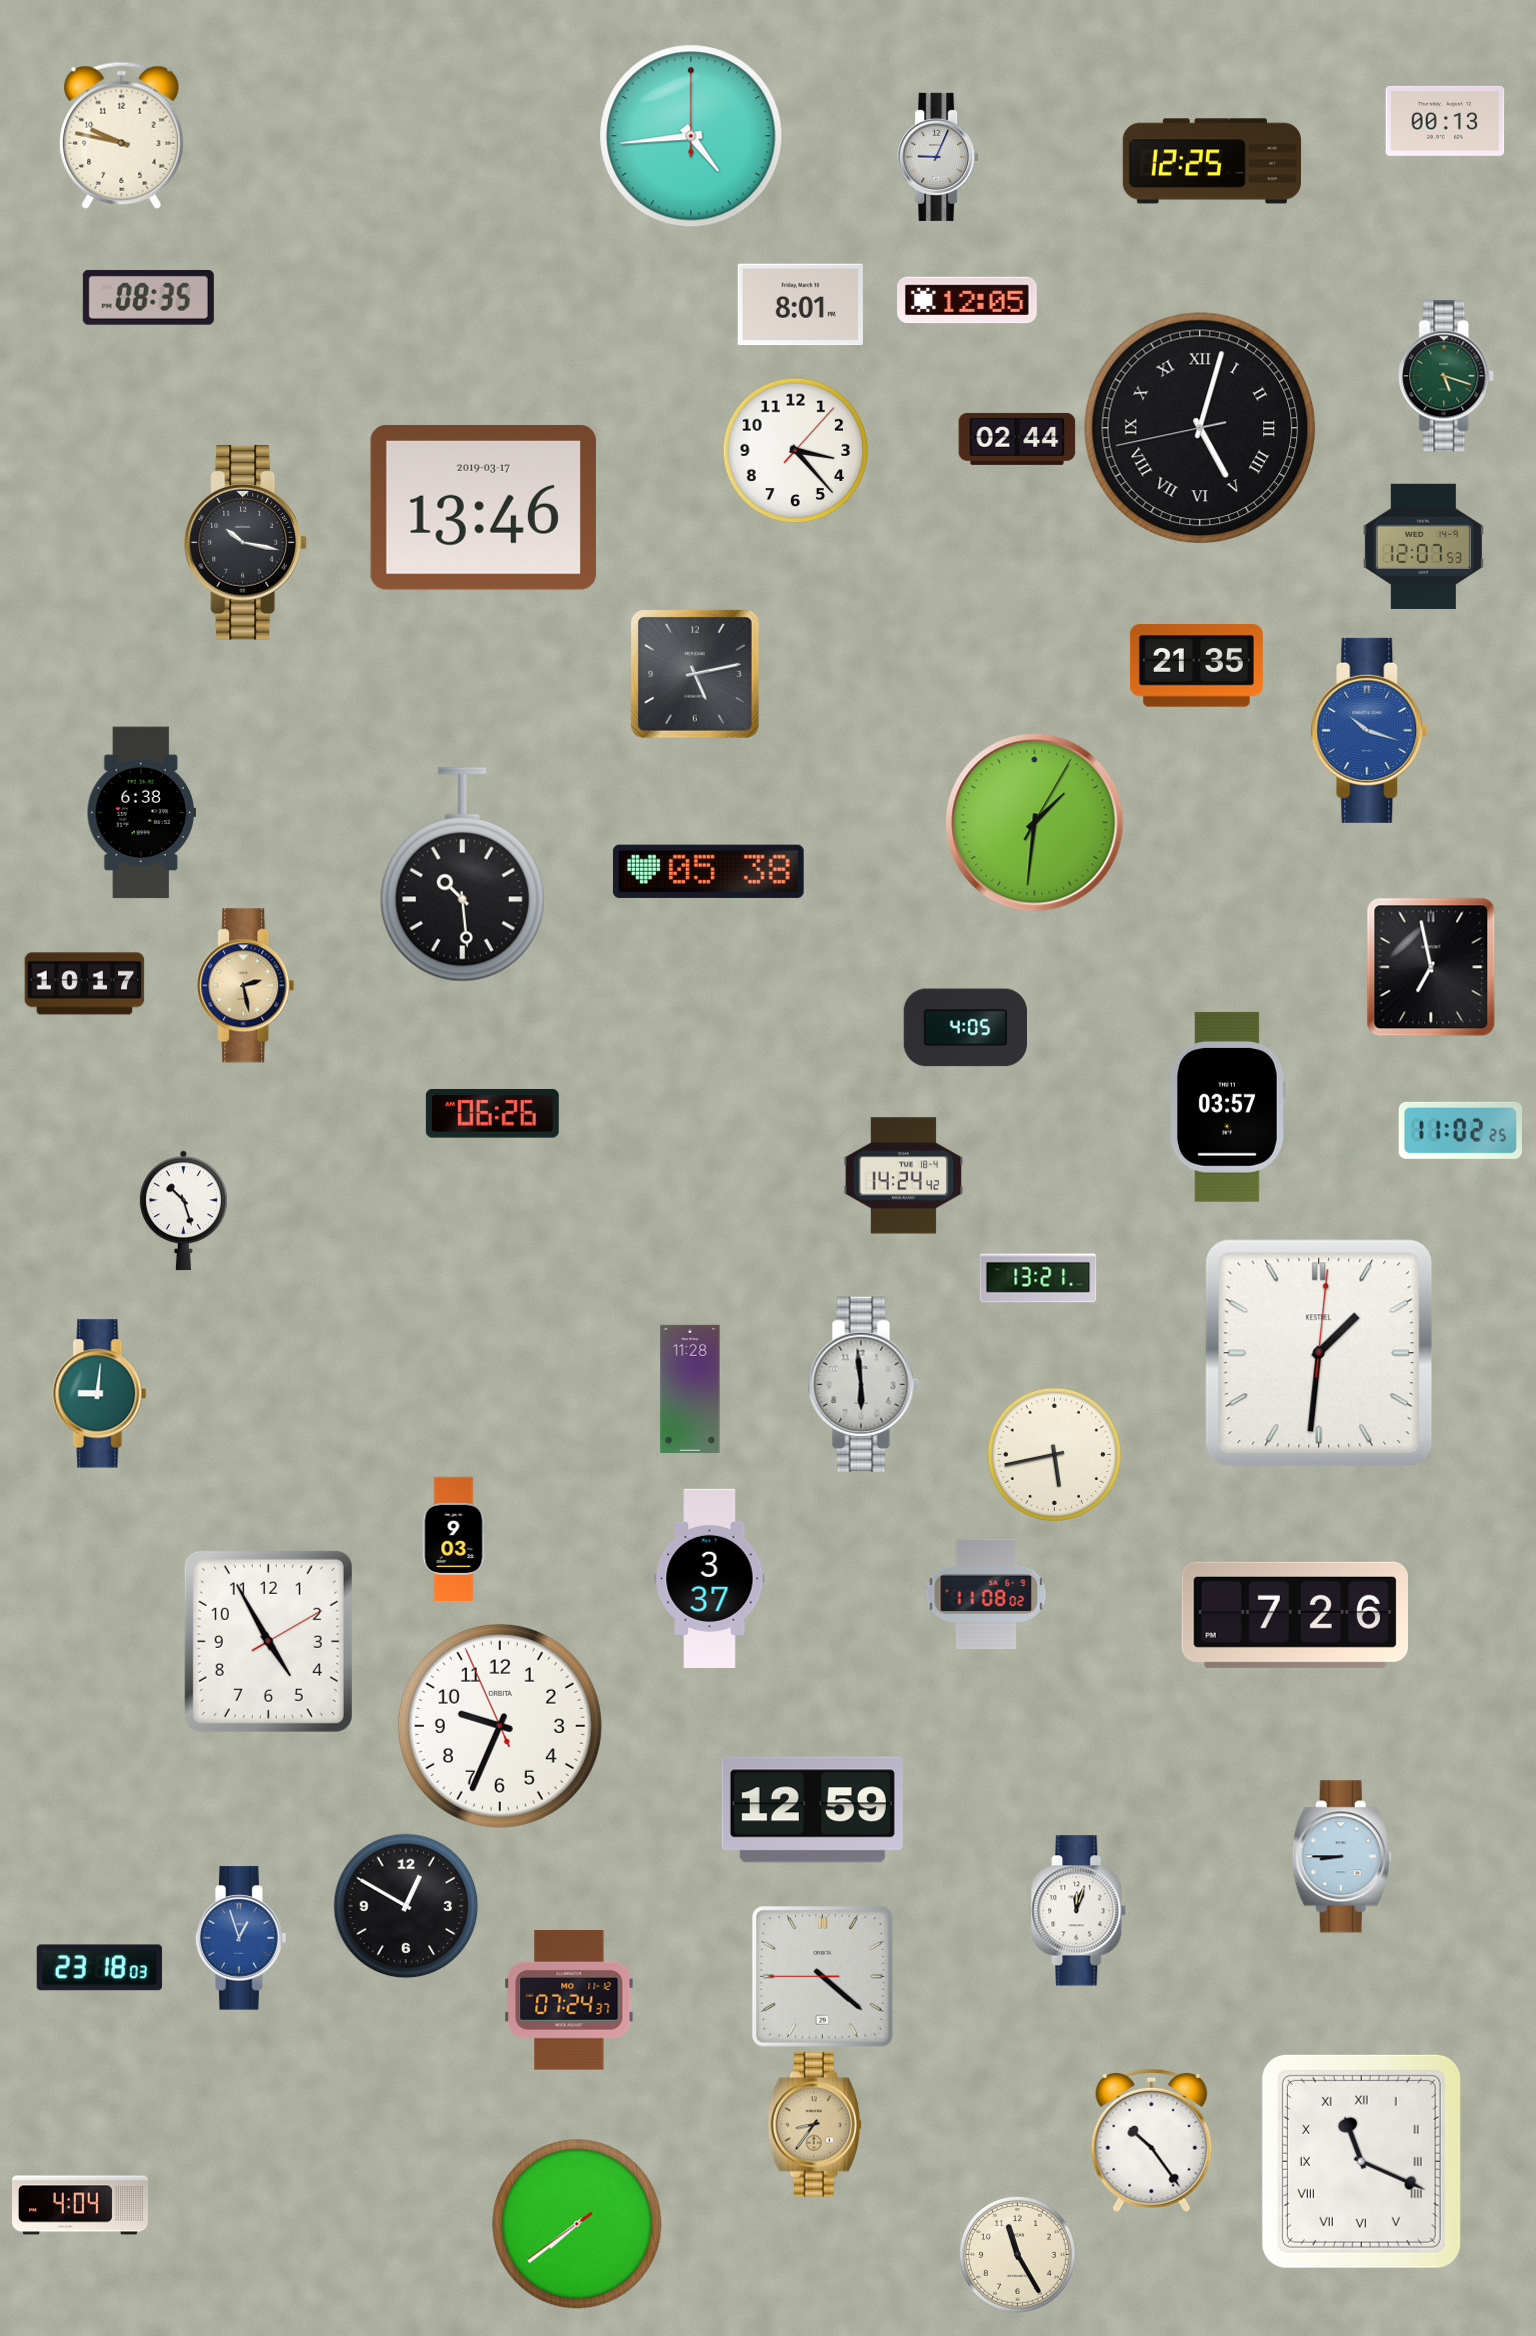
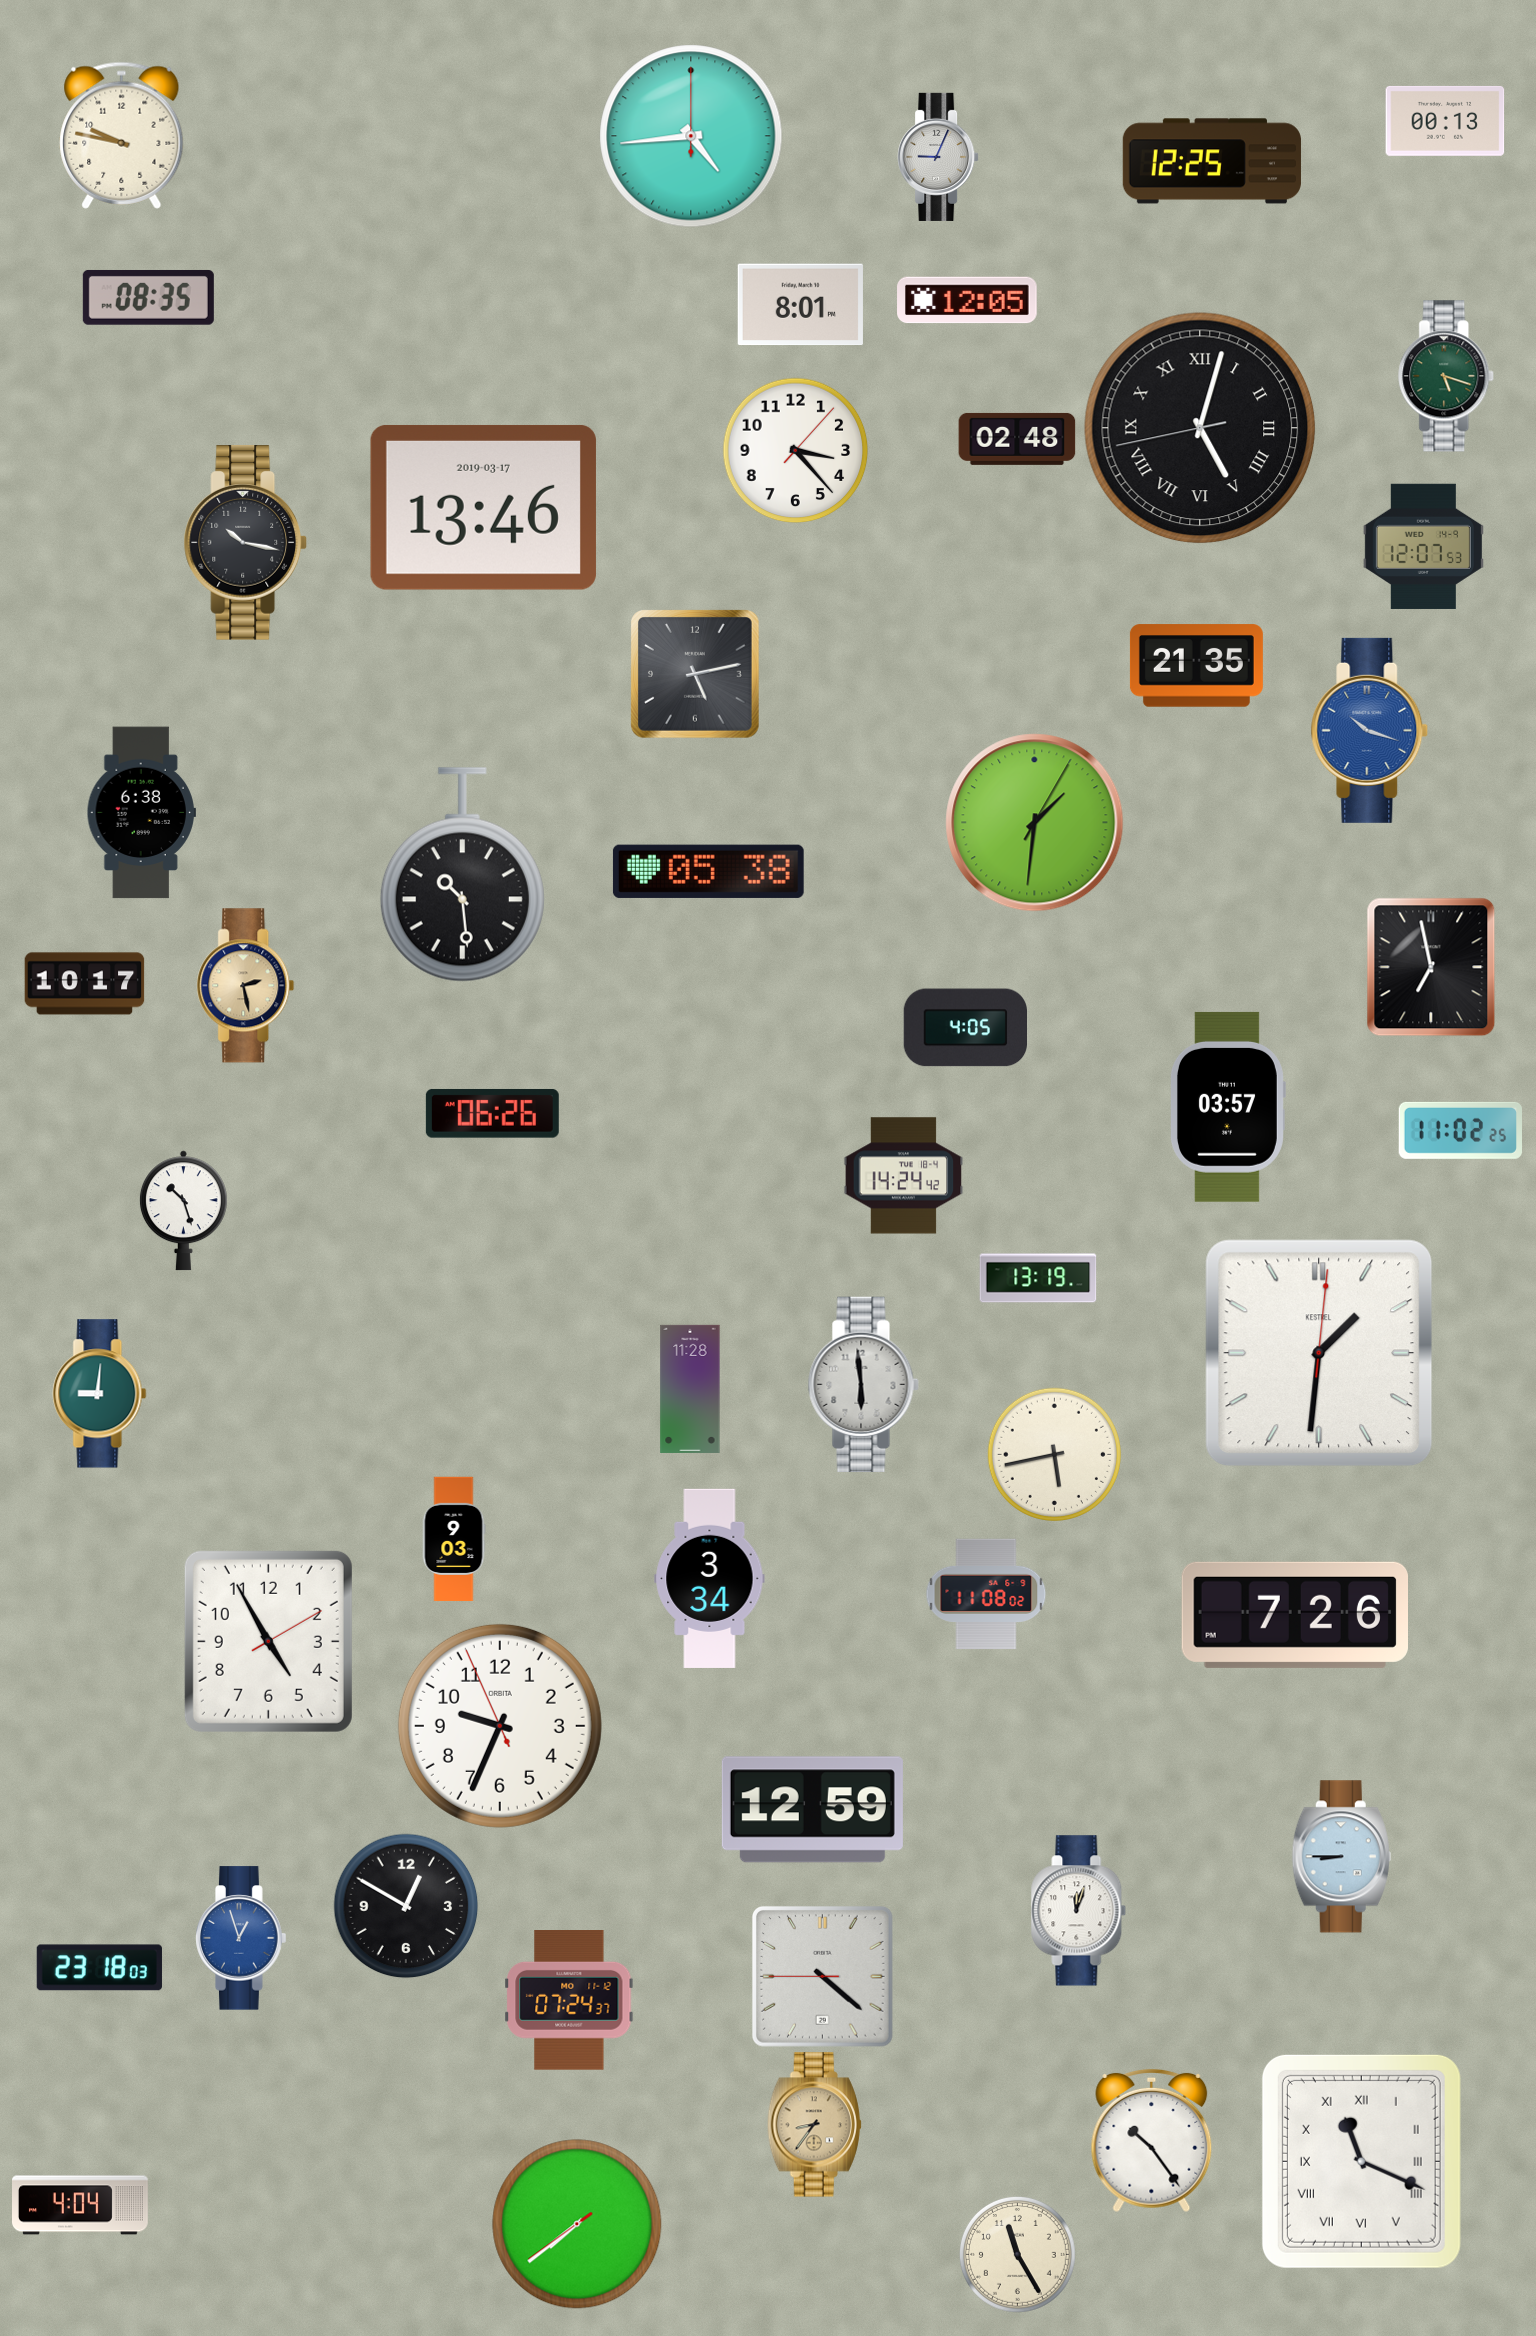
clock at (1017, 439): 02:44 -> 02:48
clock at (1038, 1278): 13:21 -> 13:19
clock at (710, 1578): 3:37 -> 3:34
